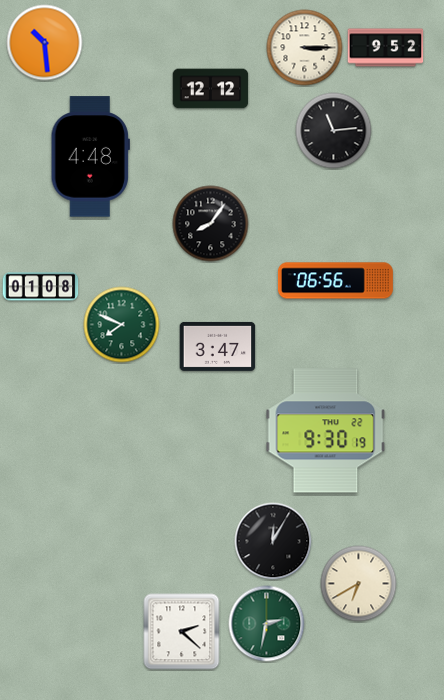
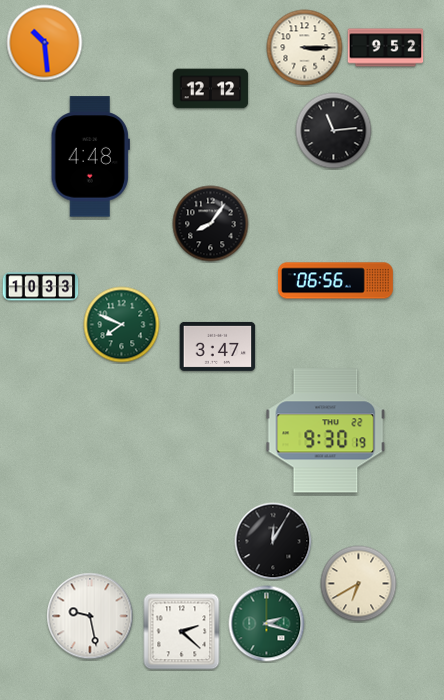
clock at (41, 287): 01:08 -> 10:33
clock at (90, 616): none -> 9:28
clock at (267, 624): 2:32 -> 2:18
